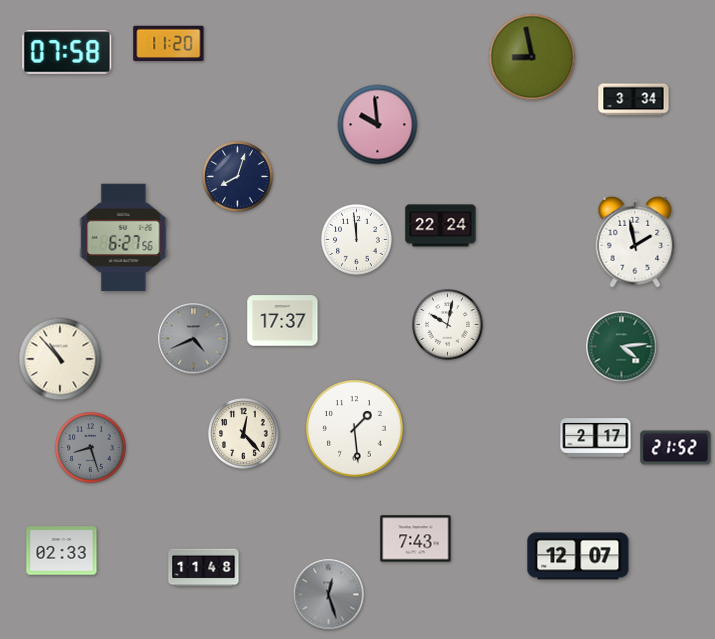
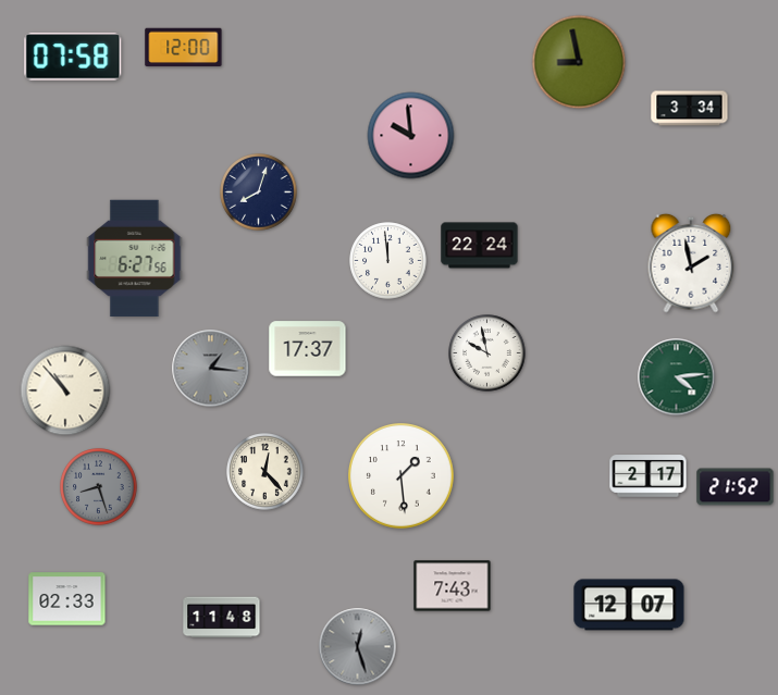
clock at (169, 44): 11:20 -> 12:00
clock at (448, 325): 10:02 -> 9:58
clock at (194, 339): 4:41 -> 1:16
clock at (355, 429) position: (355, 429) -> (402, 476)
